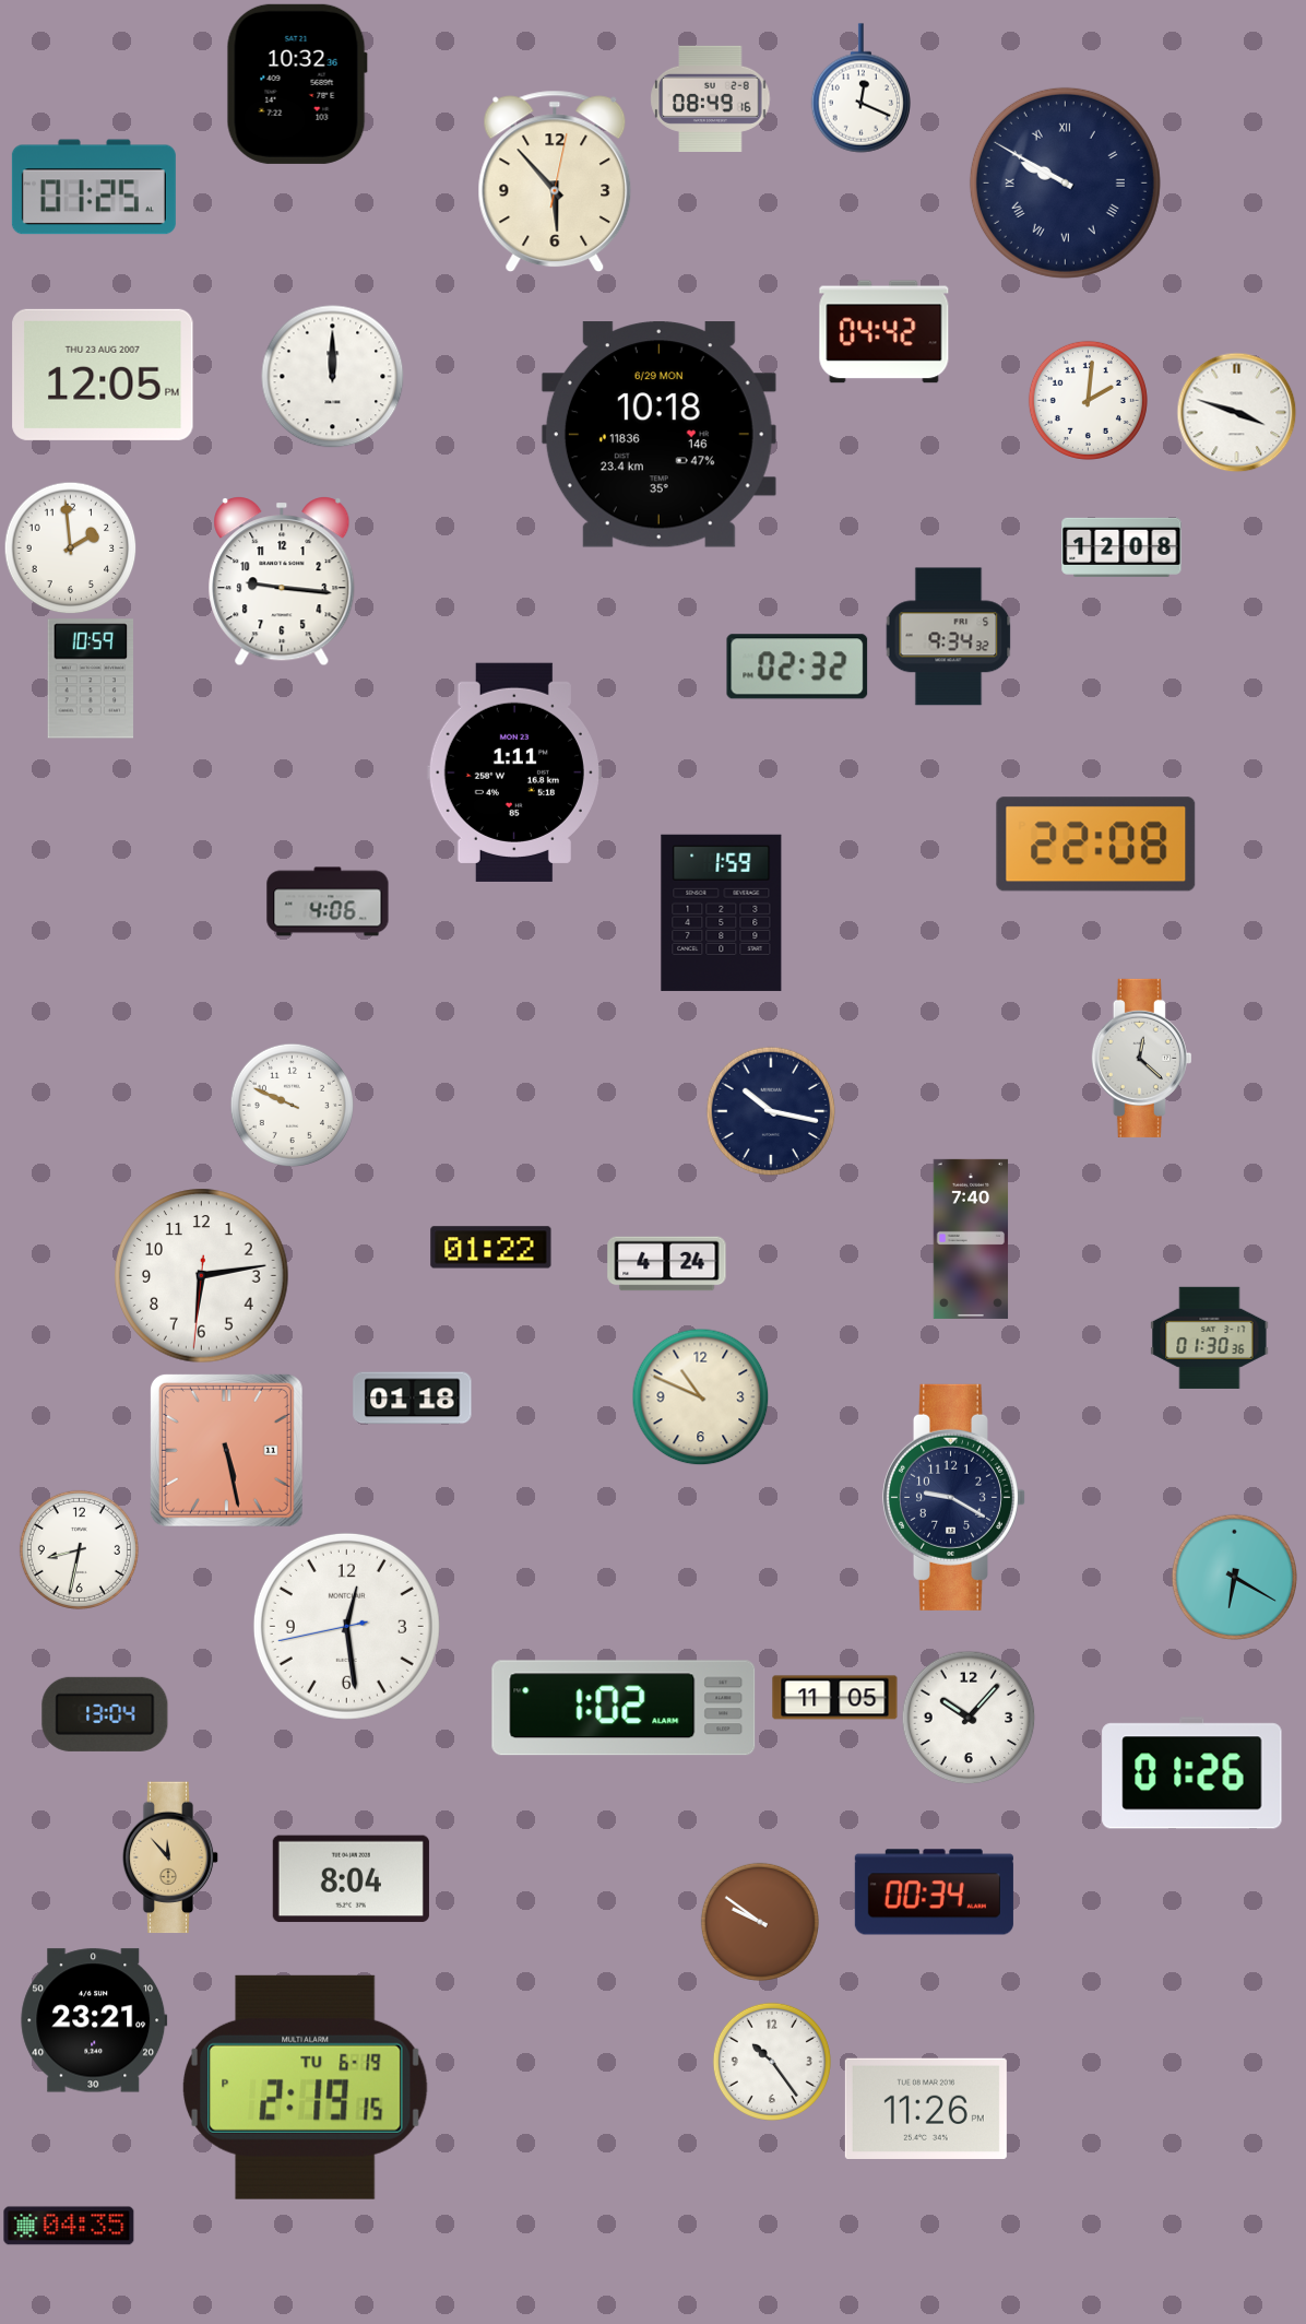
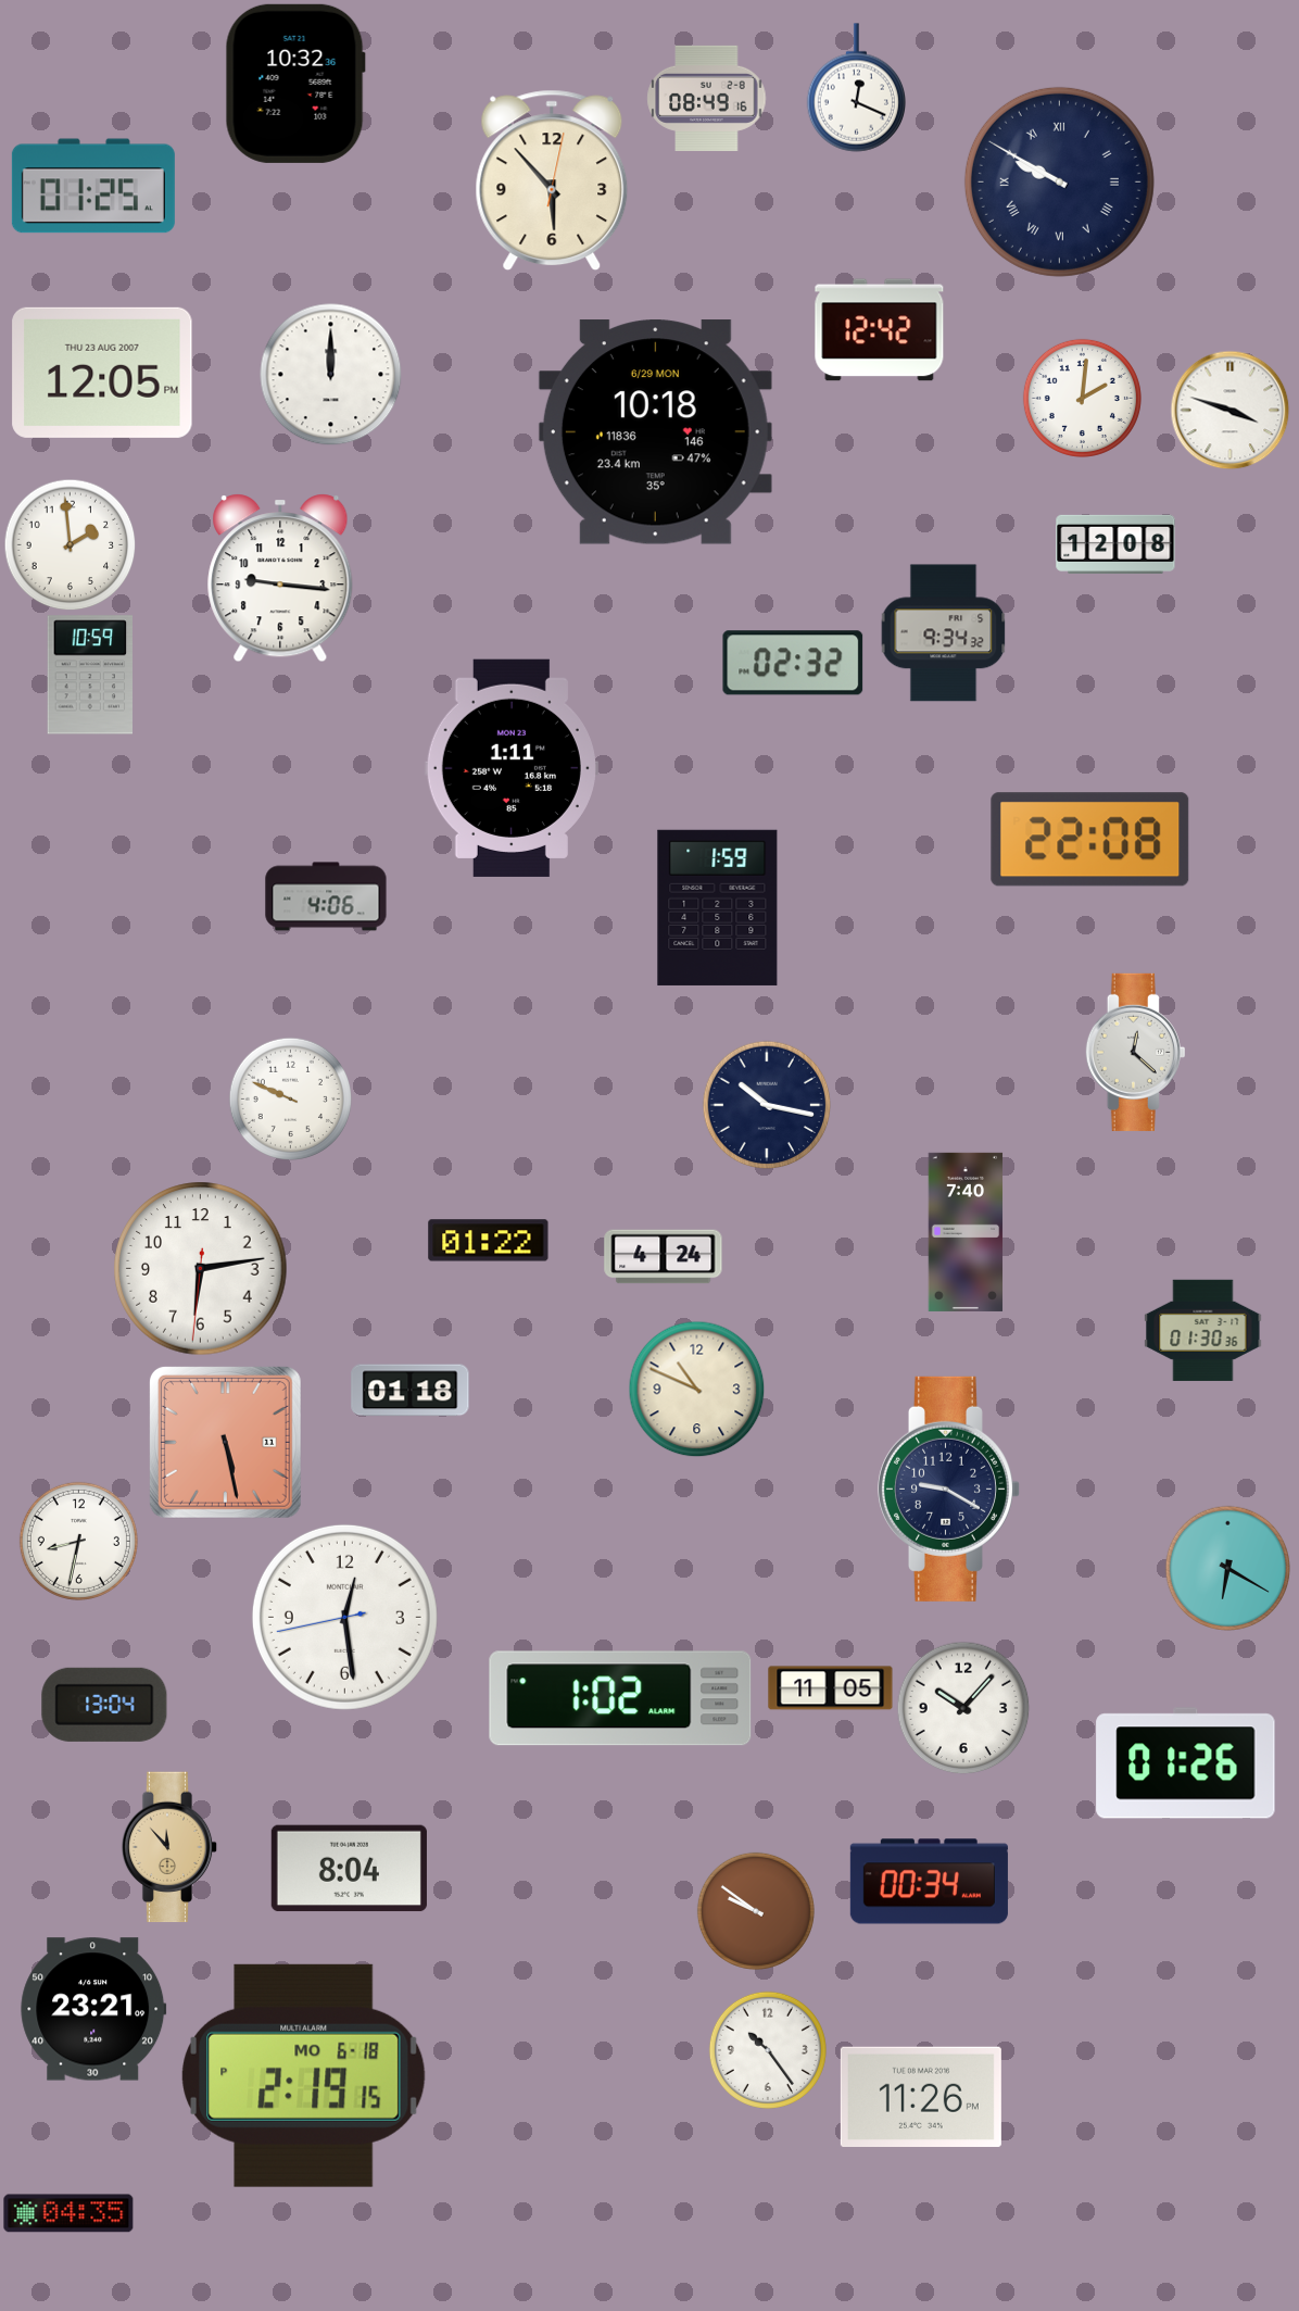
clock at (884, 332): 04:42 -> 12:42
clock at (306, 2087) date: TU 6-19 -> MO 6-18
